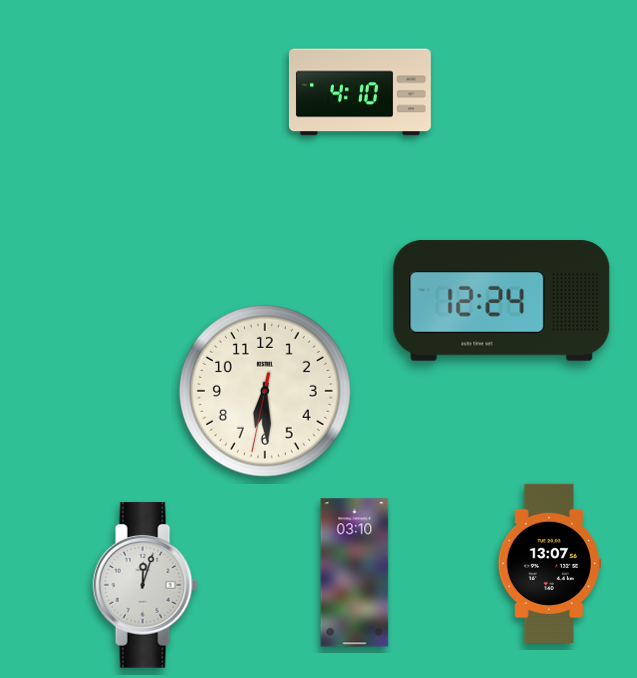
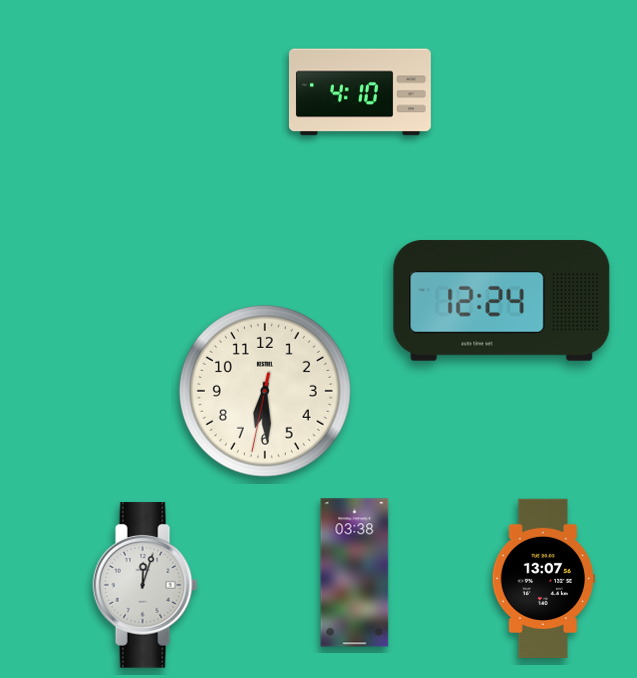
clock at (549, 563) position: (549, 563) -> (543, 578)
clock at (355, 573): 03:10 -> 03:38
